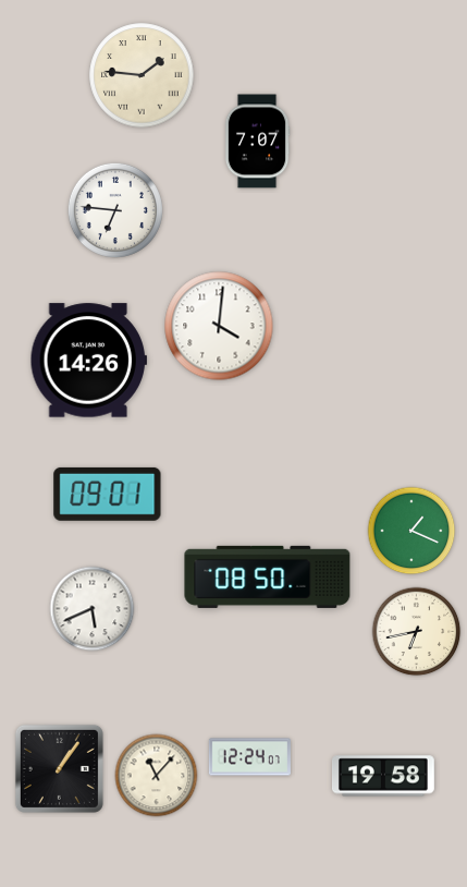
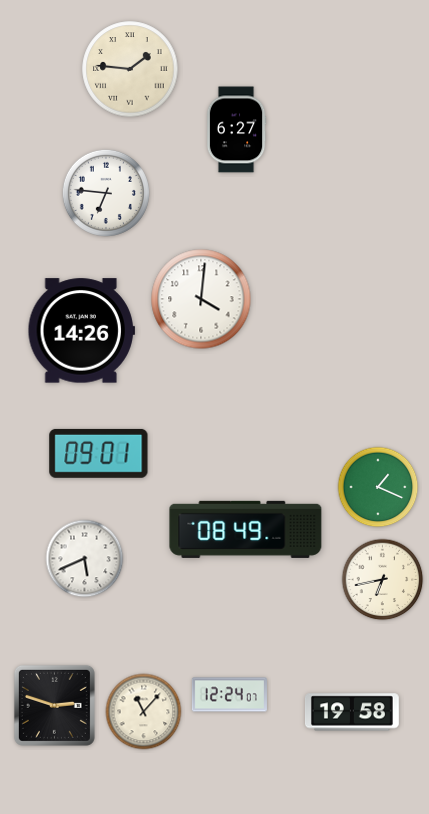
clock at (257, 142): 7:07 -> 6:27
clock at (268, 576): 08:50 -> 08:49
clock at (59, 768): 1:06 -> 2:48
